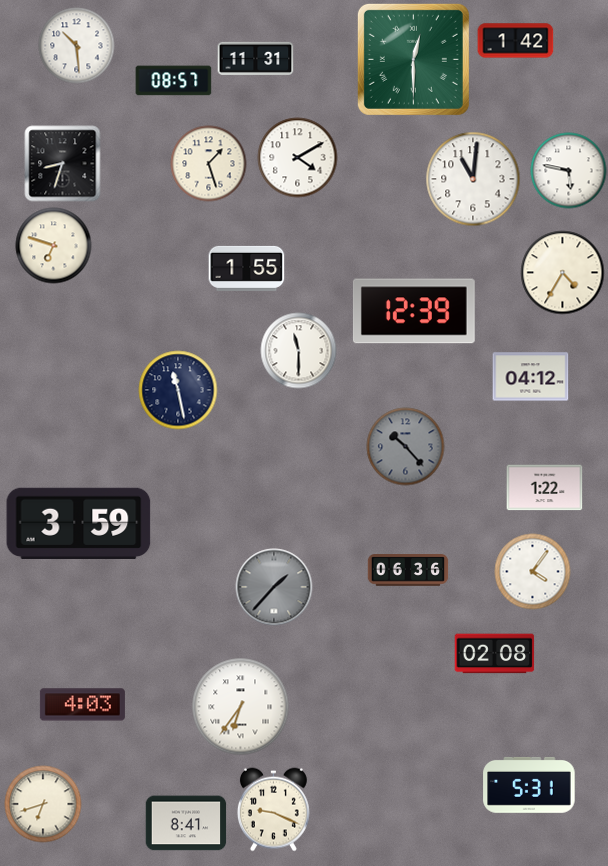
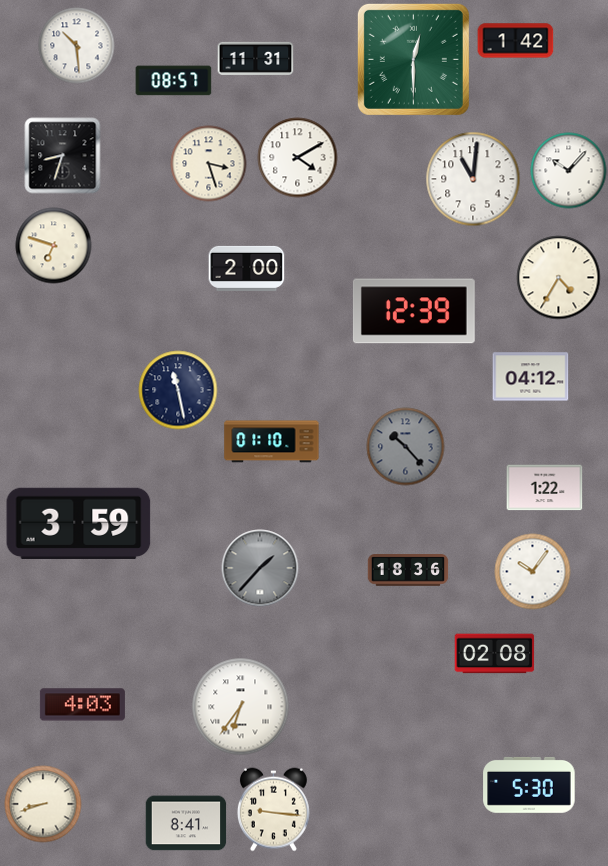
clock at (63, 164) position: (63, 164) -> (63, 156)
clock at (209, 164): 1:27 -> 3:27
clock at (569, 171): 5:47 -> 10:07
clock at (247, 268): 1:55 -> 2:00
clock at (563, 273) position: (563, 273) -> (559, 278)
clock at (299, 351): 11:30 -> none
clock at (272, 442): none -> 01:10
clock at (408, 570): 06:36 -> 18:36
clock at (533, 572): 4:06 -> 10:06
clock at (274, 587) position: (274, 587) -> (260, 568)
clock at (529, 785): 5:31 -> 5:30
clock at (43, 804): 6:42 -> 8:42
clock at (273, 810): 9:19 -> 9:16
